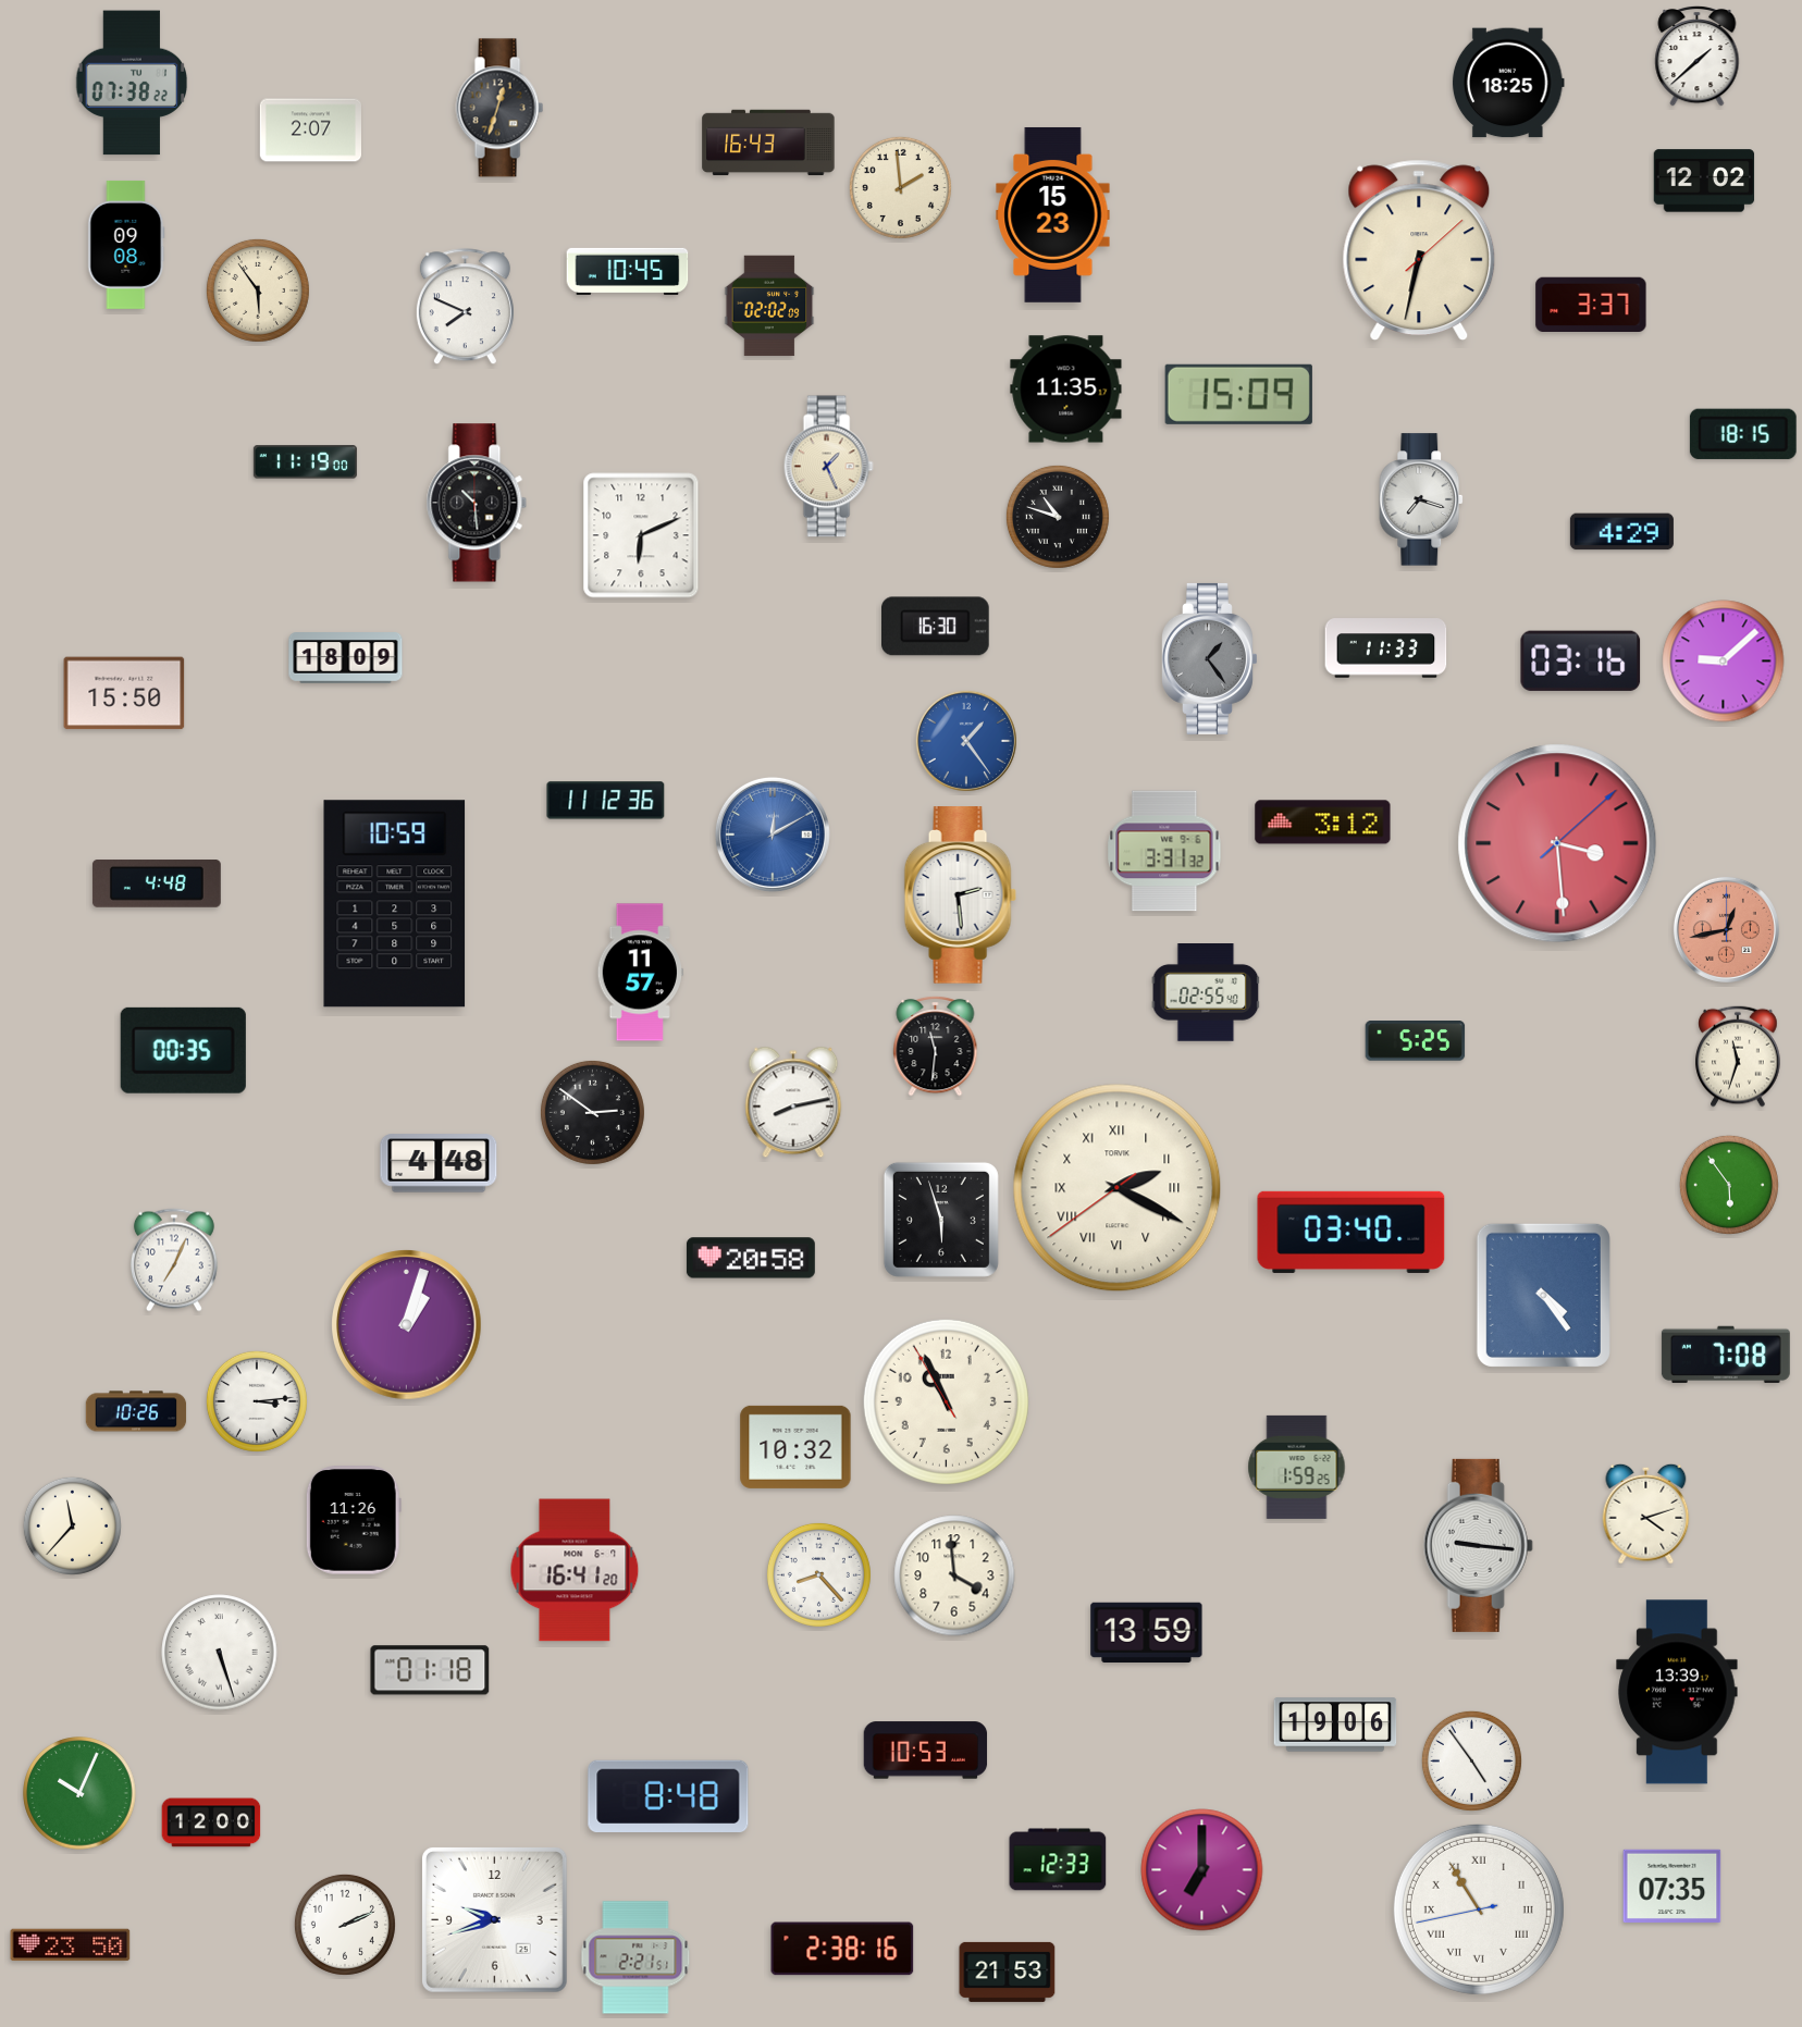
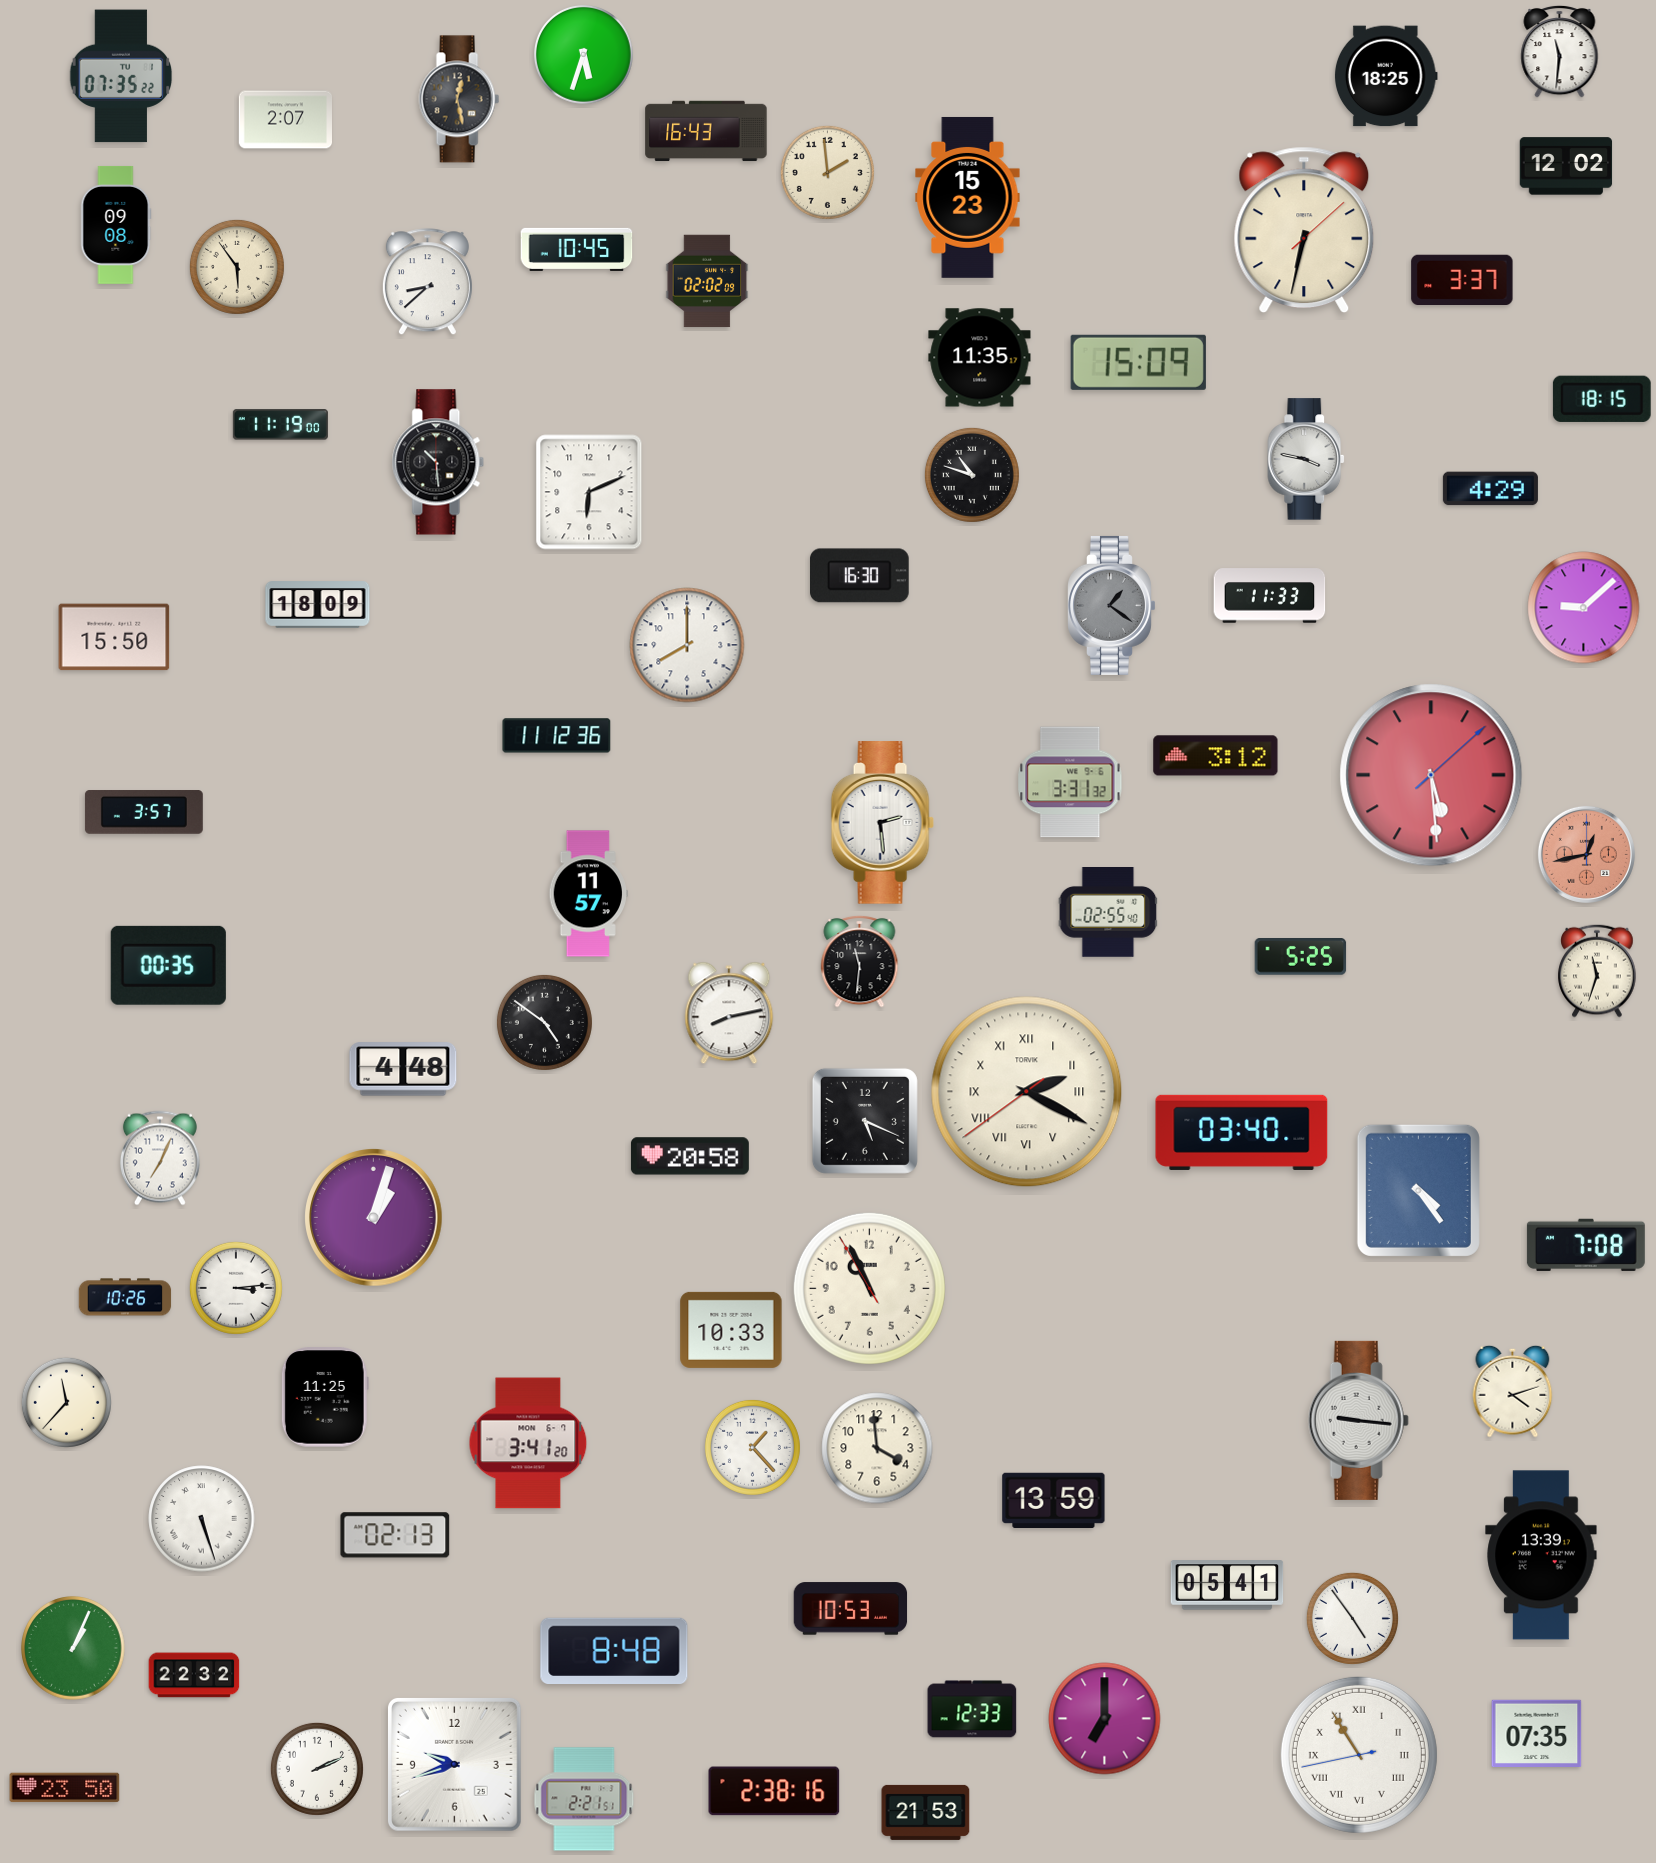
clock at (1698, 55): 1:38 -> 11:31
clock at (584, 55): none -> 5:33
clock at (132, 83): 07:38 -> 07:35
clock at (499, 108): 12:33 -> 12:28
clock at (465, 307): 7:49 -> 8:38
clock at (828, 467): 1:26 -> none
clock at (1422, 499): 7:18 -> 3:47
clock at (1386, 648) position: (1386, 648) -> (1270, 596)
clock at (1210, 658): 1:24 -> 1:21
clock at (1581, 660): 03:16 -> none
clock at (687, 645): none -> 8:00
clock at (966, 741): 1:24 -> none
clock at (773, 835): 12:10 -> none
clock at (1557, 843): 3:29 -> 5:29
clock at (157, 885): 4:48 -> 3:57
clock at (395, 904): 10:59 -> none
clock at (592, 1112): 2:51 -> 4:51
clock at (1729, 1185): 5:54 -> none
clock at (941, 1220): 5:57 -> 5:19
clock at (795, 1447): 10:32 -> 10:33
clock at (1297, 1467): 1:59 -> none
clock at (354, 1520): 11:26 -> 11:25
clock at (575, 1570): 16:41 -> 3:41
clock at (818, 1574): 8:23 -> 1:23
clock at (430, 1670): 01:18 -> 02:13
clock at (1335, 1725): 19:06 -> 05:41
clock at (79, 1793): 10:04 -> 1:04
clock at (211, 1822): 12:00 -> 22:32
